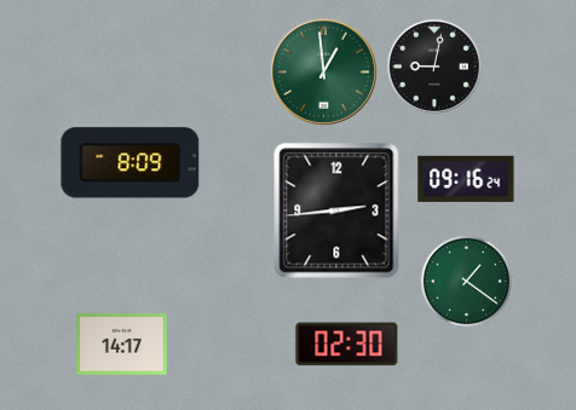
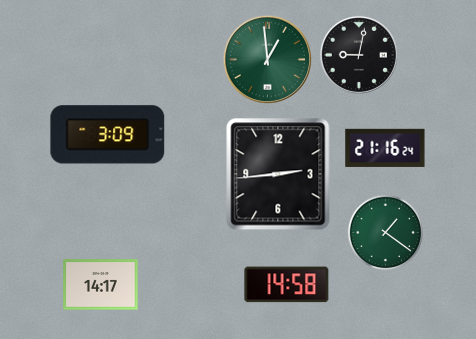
clock at (131, 163): 8:09 -> 3:09
clock at (466, 179): 09:16 -> 21:16
clock at (347, 345): 02:30 -> 14:58
